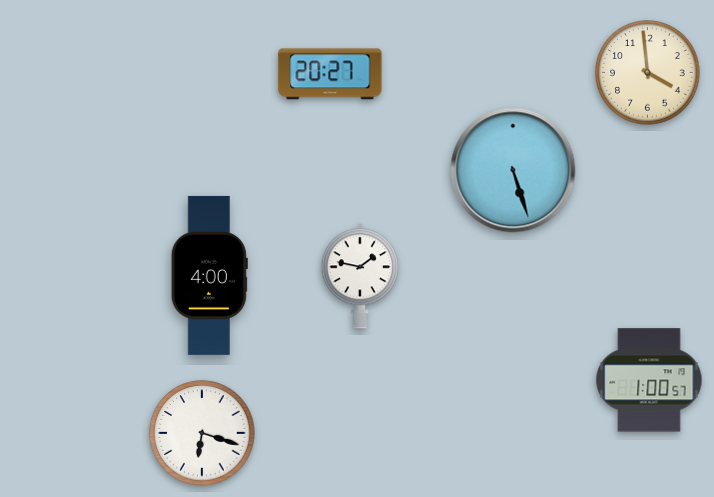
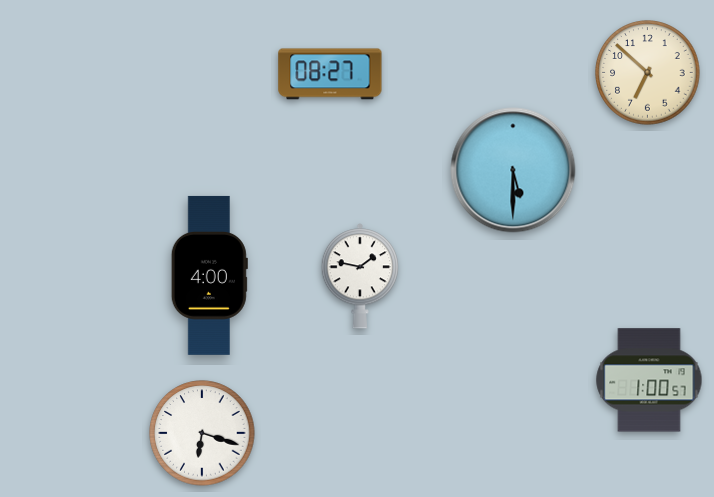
clock at (648, 73): 3:59 -> 6:52
clock at (330, 74): 20:27 -> 08:27
clock at (513, 170): 5:27 -> 5:30
